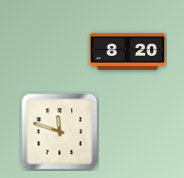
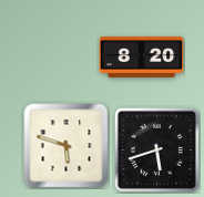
clock at (60, 132): 11:48 -> 5:48
clock at (156, 149): none -> 5:42
